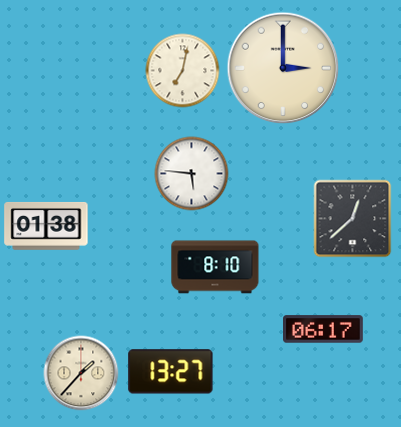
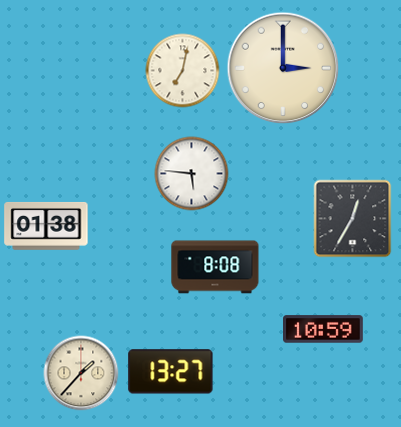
clock at (353, 219): 12:38 -> 12:35
clock at (215, 267): 8:10 -> 8:08
clock at (324, 329): 06:17 -> 10:59
